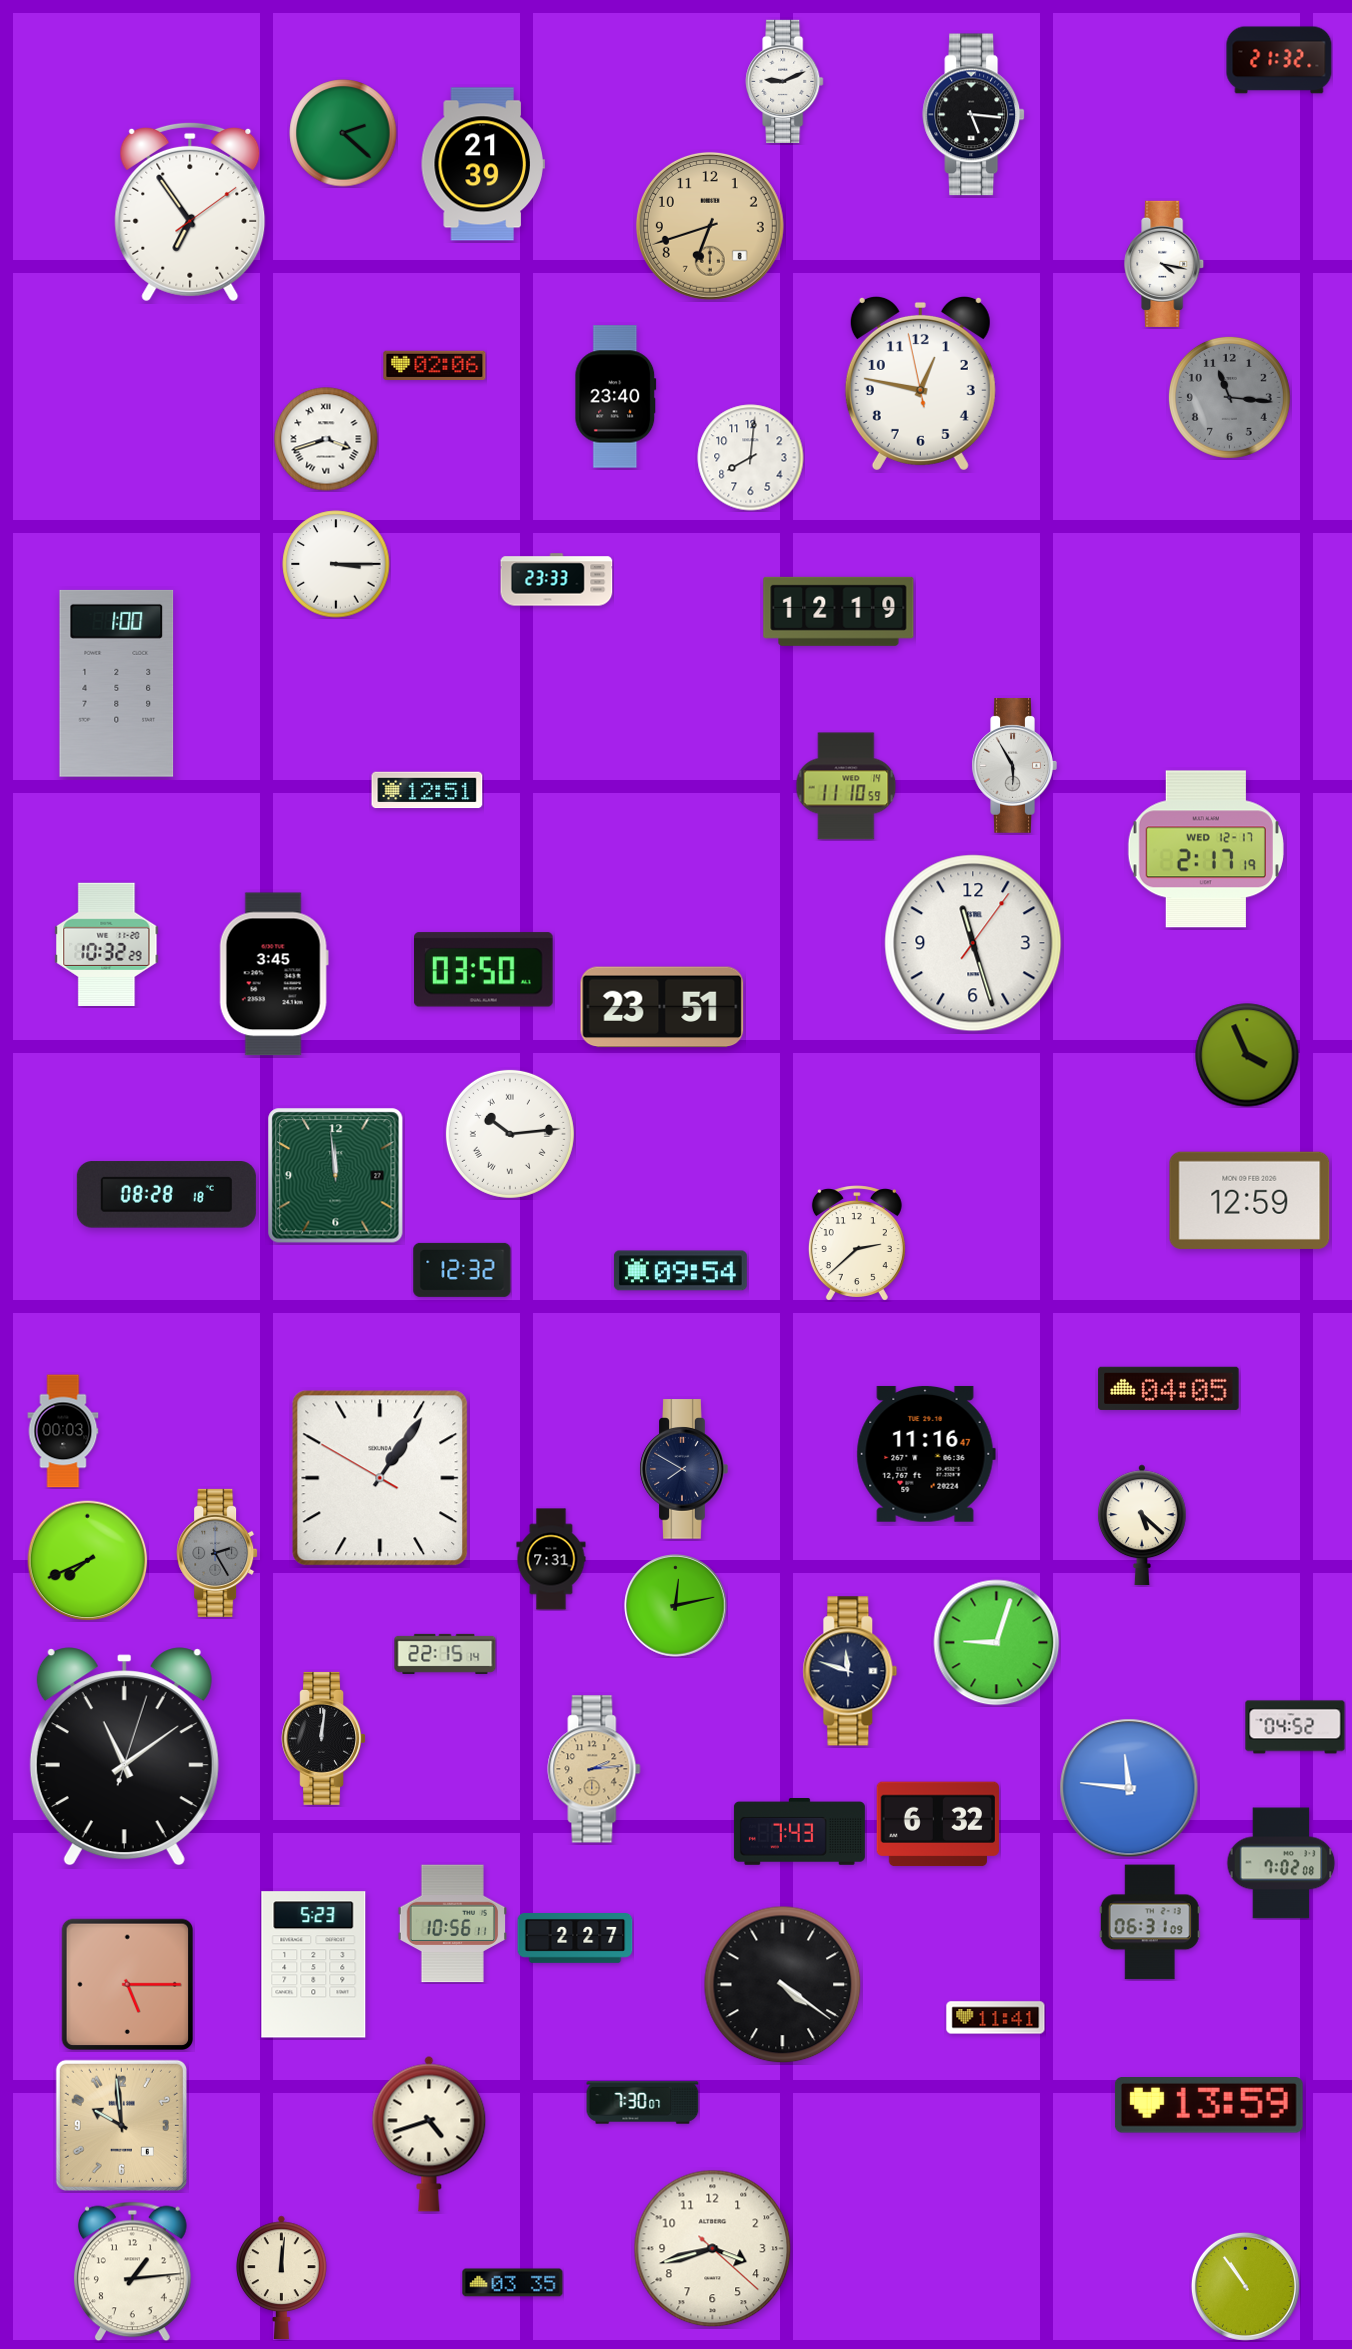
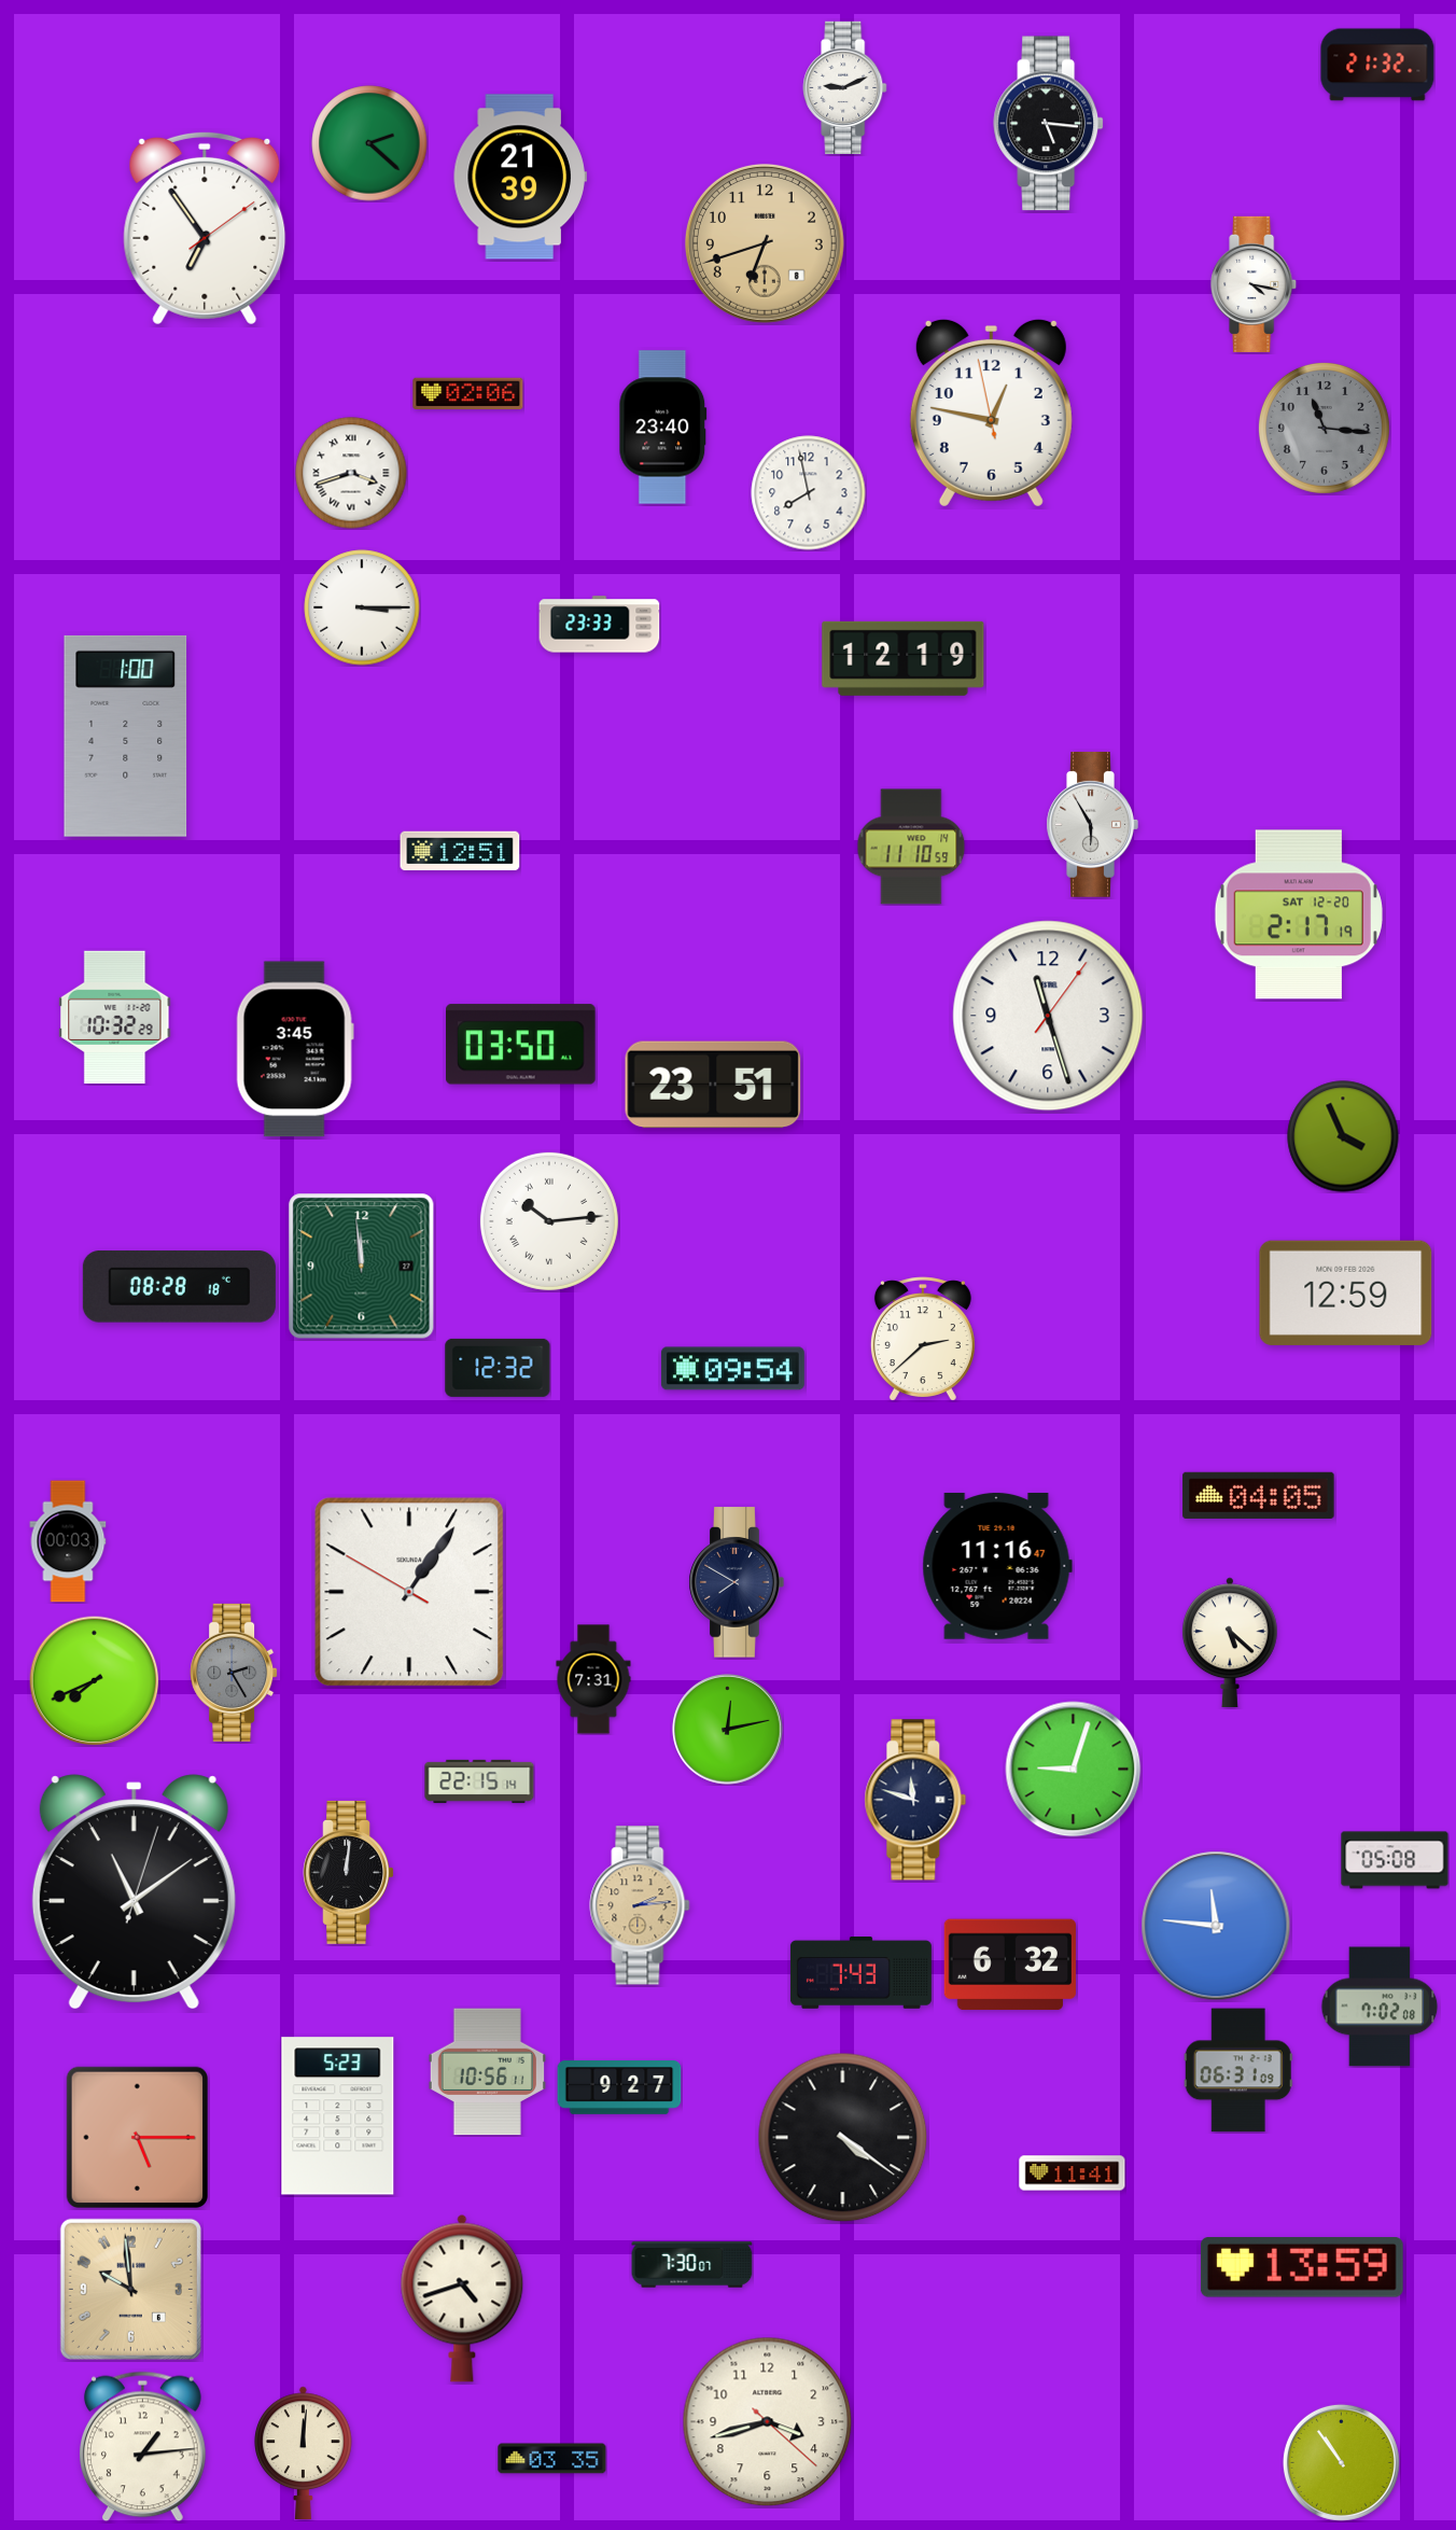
clock at (751, 458): 8:01 -> 7:58
clock at (1206, 849) date: WED 12-17 -> SAT 12-20
clock at (1295, 1727): 04:52 -> 05:08
clock at (575, 1939): 2:27 -> 9:27
